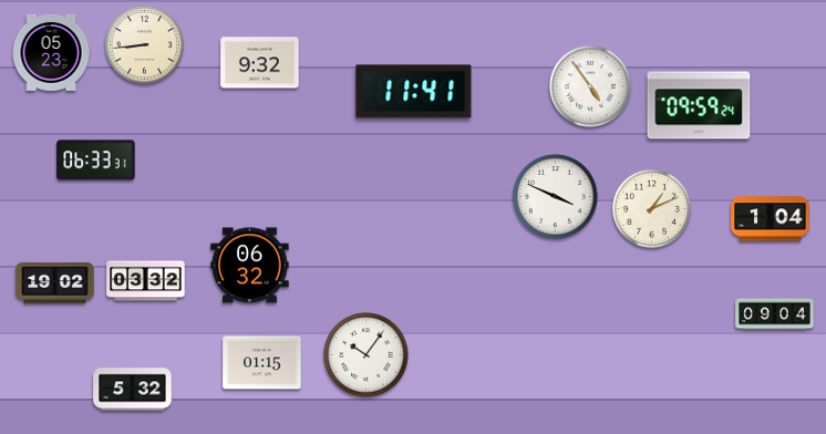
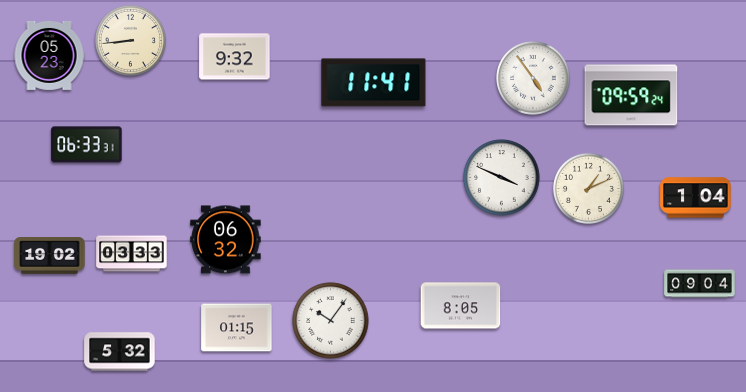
clock at (51, 52) position: (51, 52) -> (49, 55)
clock at (146, 281): 03:32 -> 03:33
clock at (461, 306): none -> 8:05
